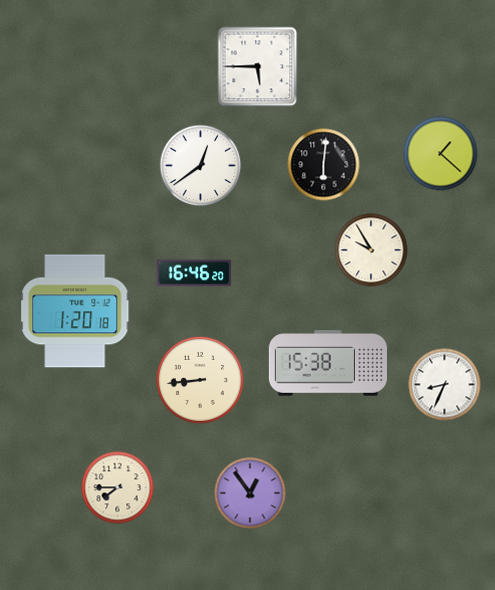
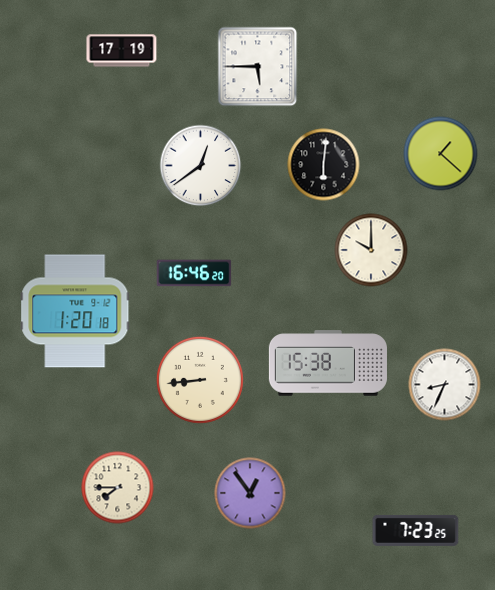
clock at (122, 51): none -> 17:19
clock at (371, 250): 9:55 -> 10:00
clock at (416, 530): none -> 7:23
